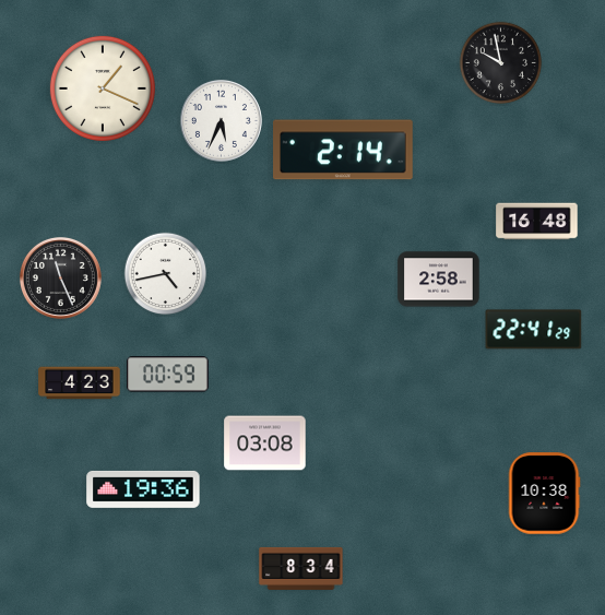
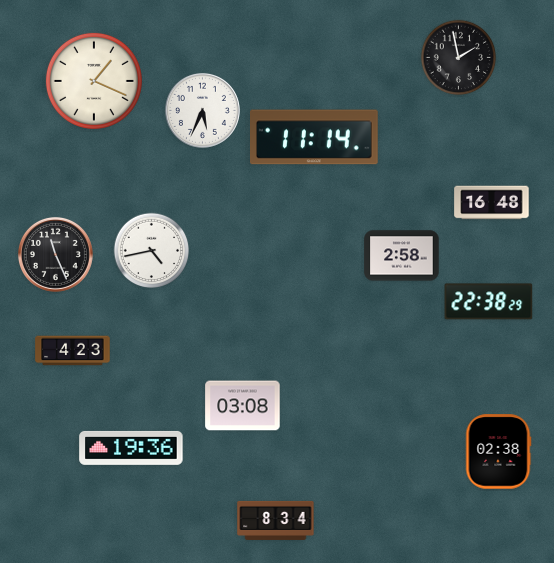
clock at (501, 63): 9:58 -> 1:58
clock at (344, 150): 2:14 -> 11:14
clock at (534, 330): 22:41 -> 22:38
clock at (168, 375): 00:59 -> none
clock at (544, 494): 10:38 -> 02:38
